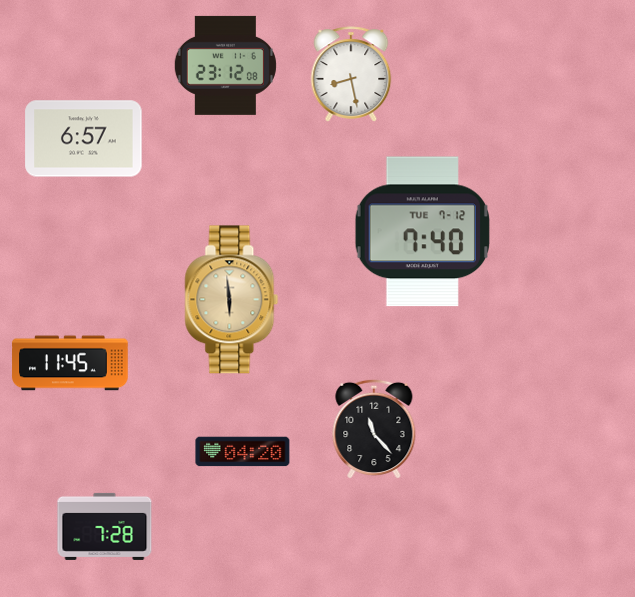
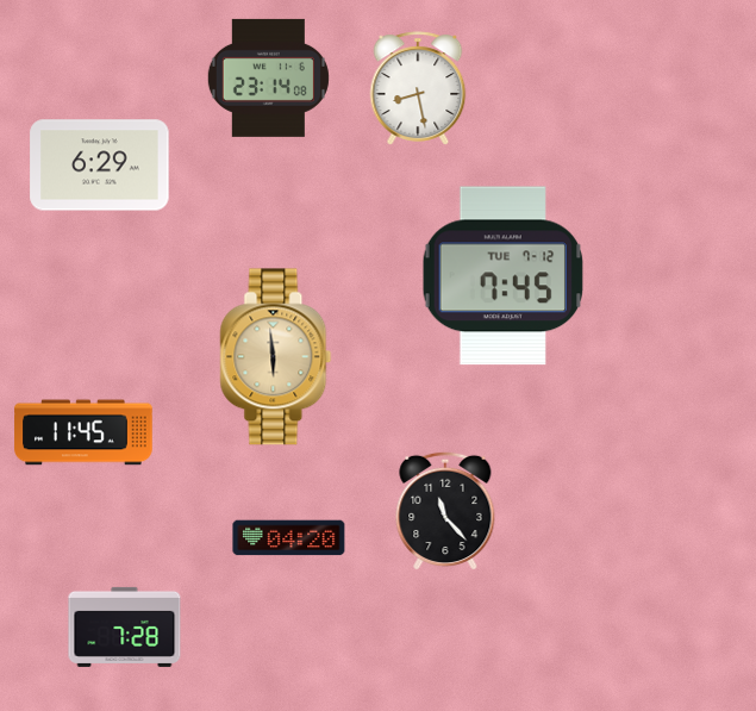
clock at (225, 65): 23:12 -> 23:14
clock at (84, 139): 6:57 -> 6:29
clock at (422, 232): 7:40 -> 7:45
